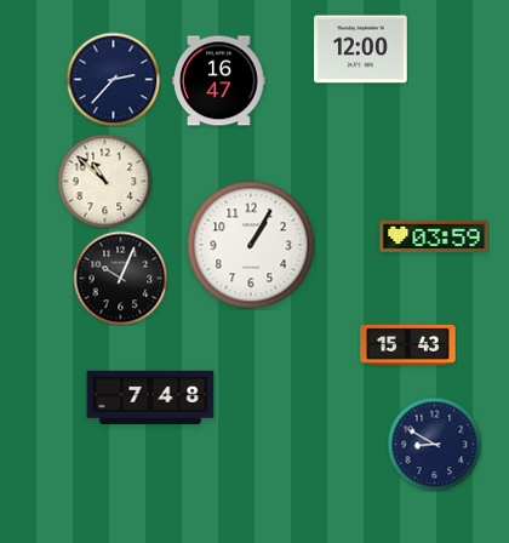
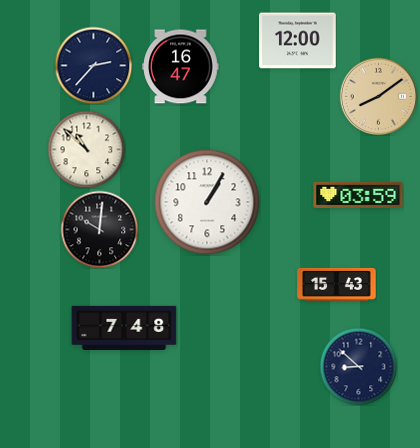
clock at (378, 96): none -> 8:09
clock at (120, 278): 10:04 -> 10:01
clock at (434, 444): 8:50 -> 8:52
